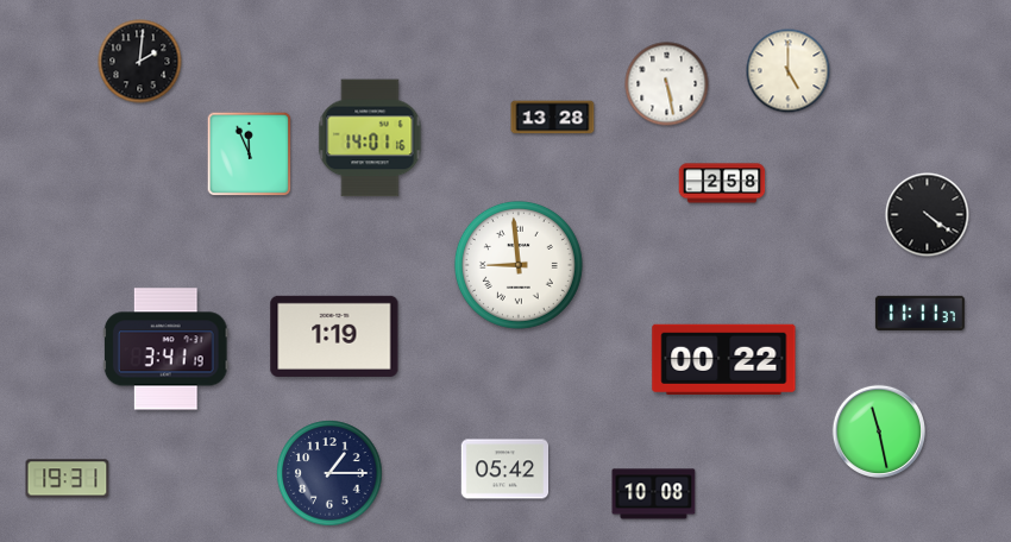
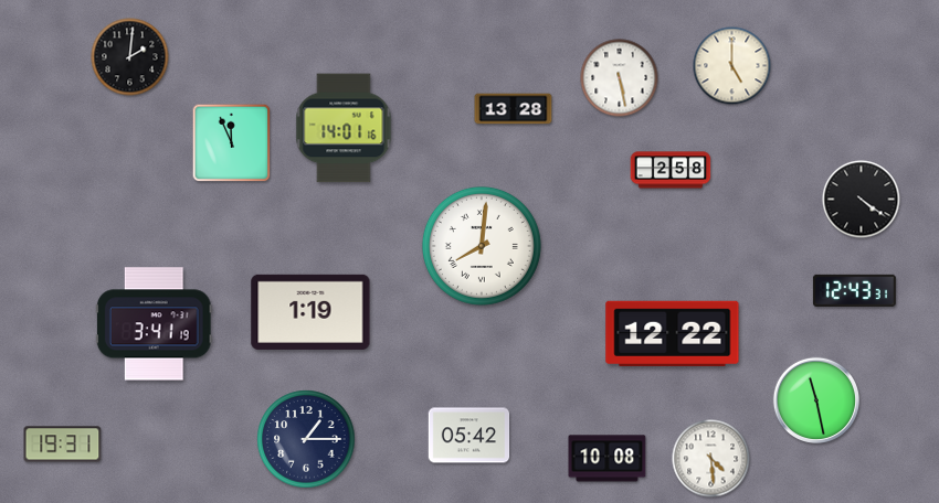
clock at (519, 265): 8:59 -> 8:01
clock at (919, 313): 11:11 -> 12:43
clock at (724, 359): 00:22 -> 12:22
clock at (711, 459): none -> 4:29
